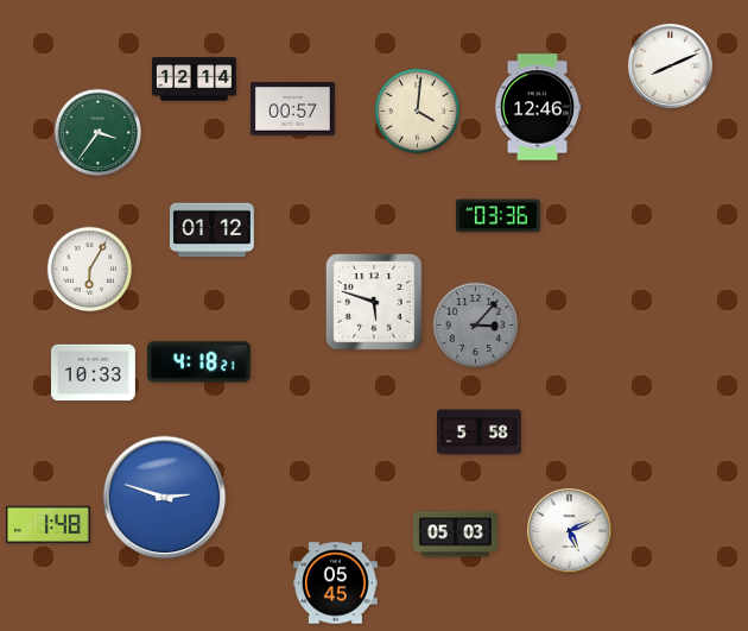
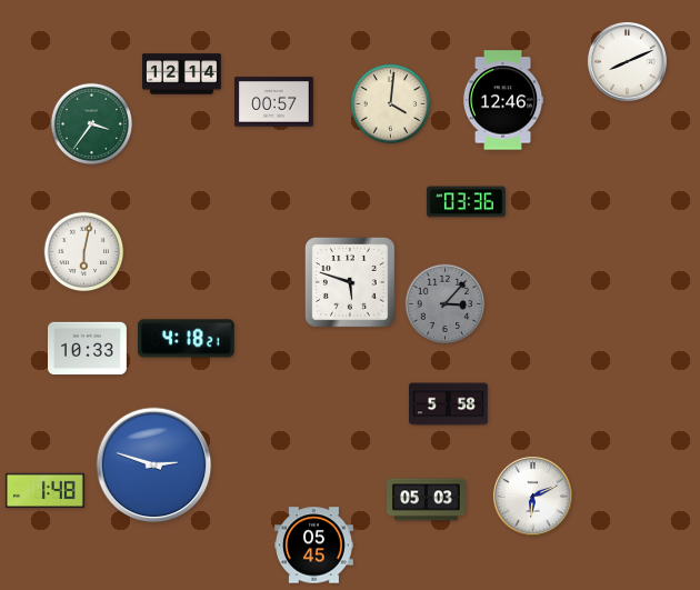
clock at (213, 231): 01:12 -> none
clock at (90, 270): 6:05 -> 6:02
clock at (569, 530): 5:11 -> 6:11
